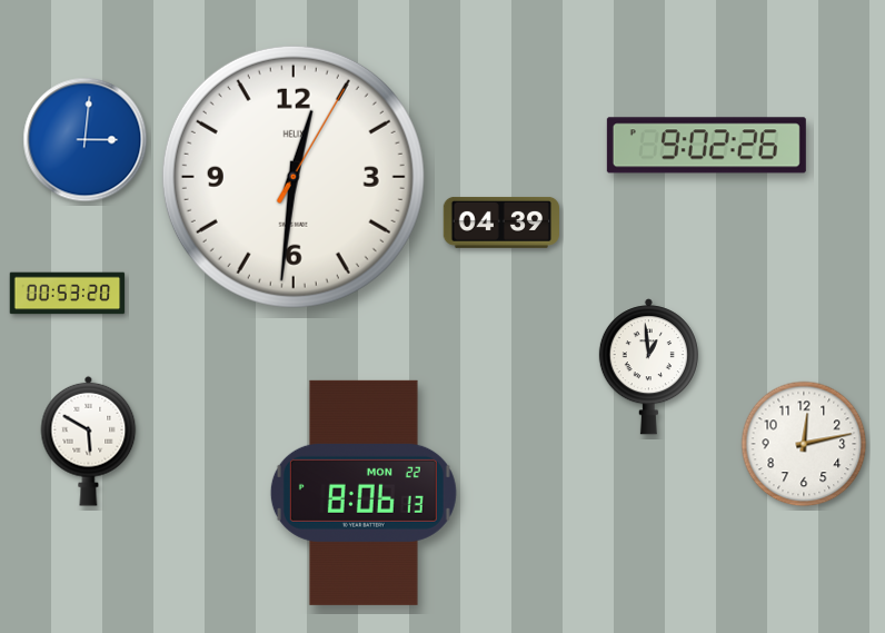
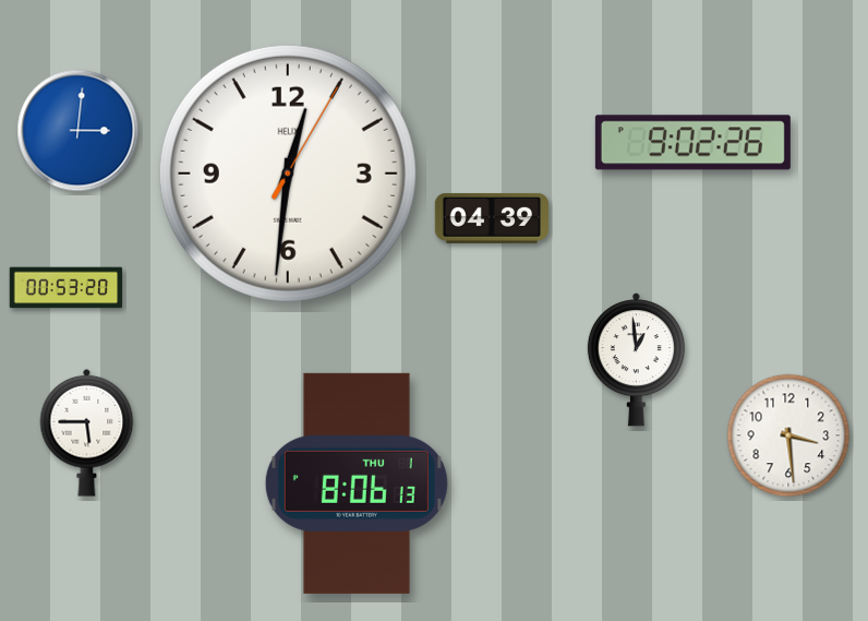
clock at (86, 140) position: (86, 140) -> (79, 131)
clock at (89, 441): 5:50 -> 5:45
clock at (804, 444): 12:13 -> 3:29
clock at (364, 493) date: MON 22 -> THU 1
